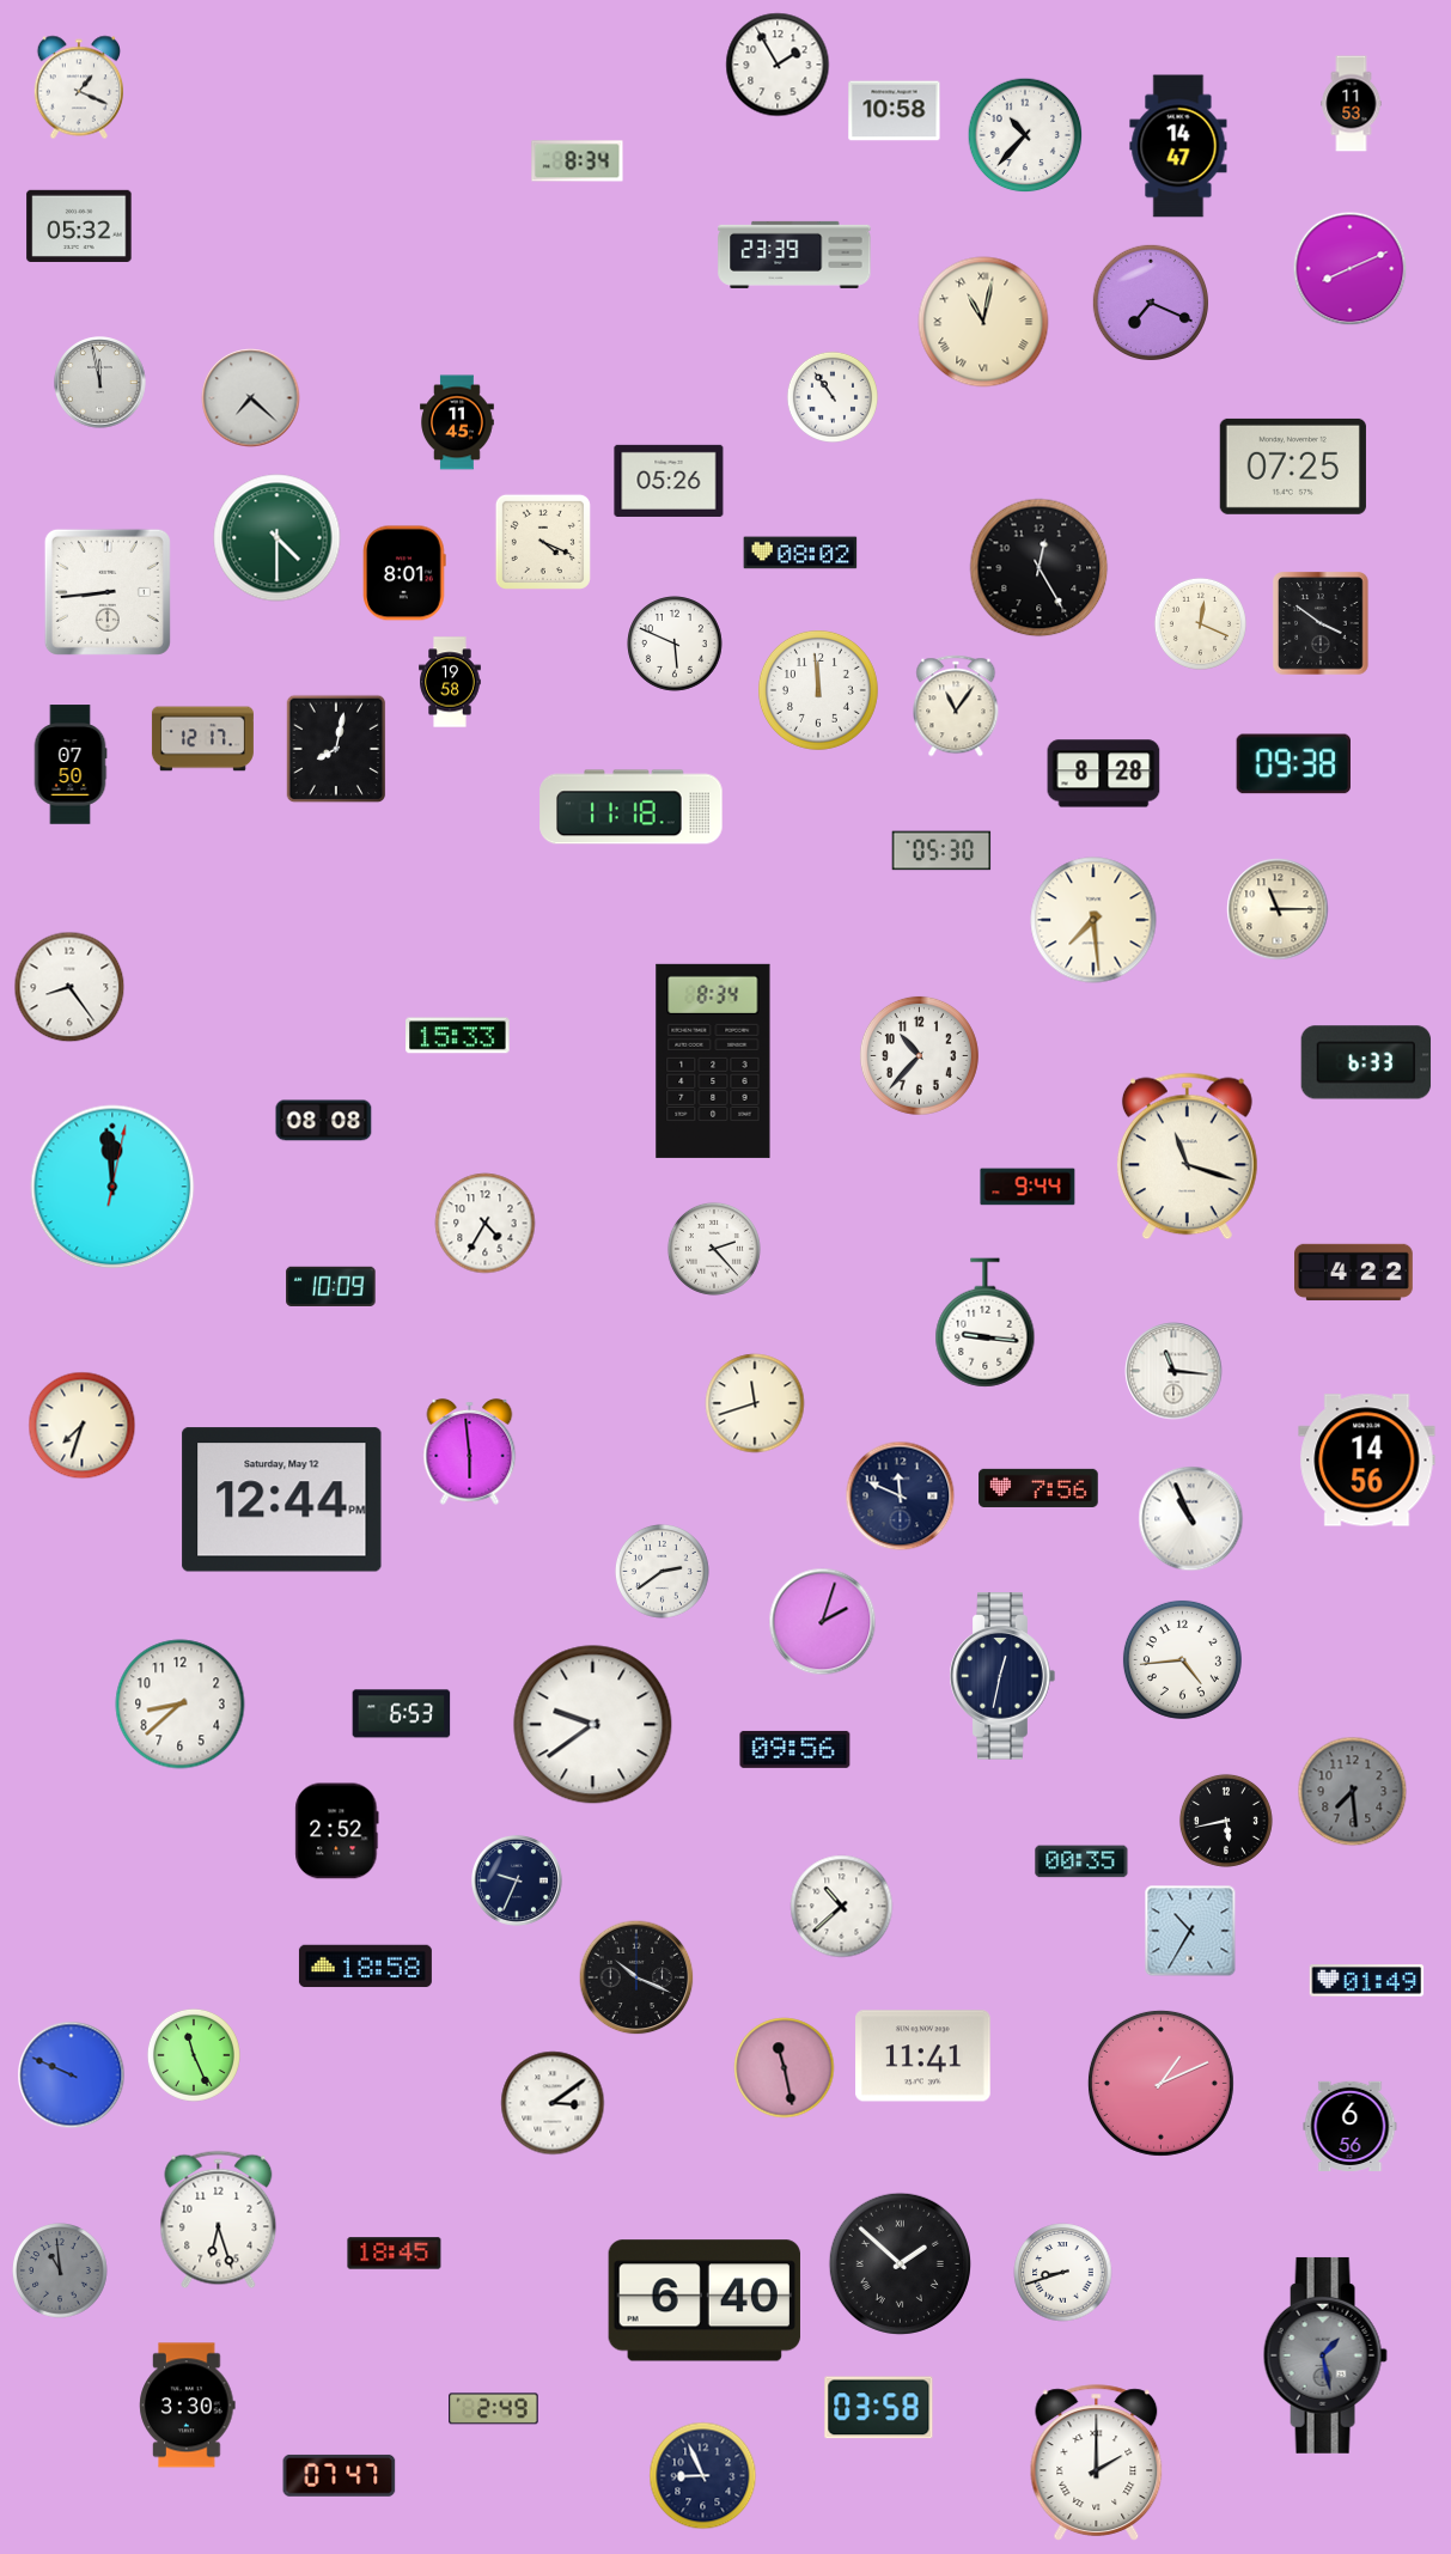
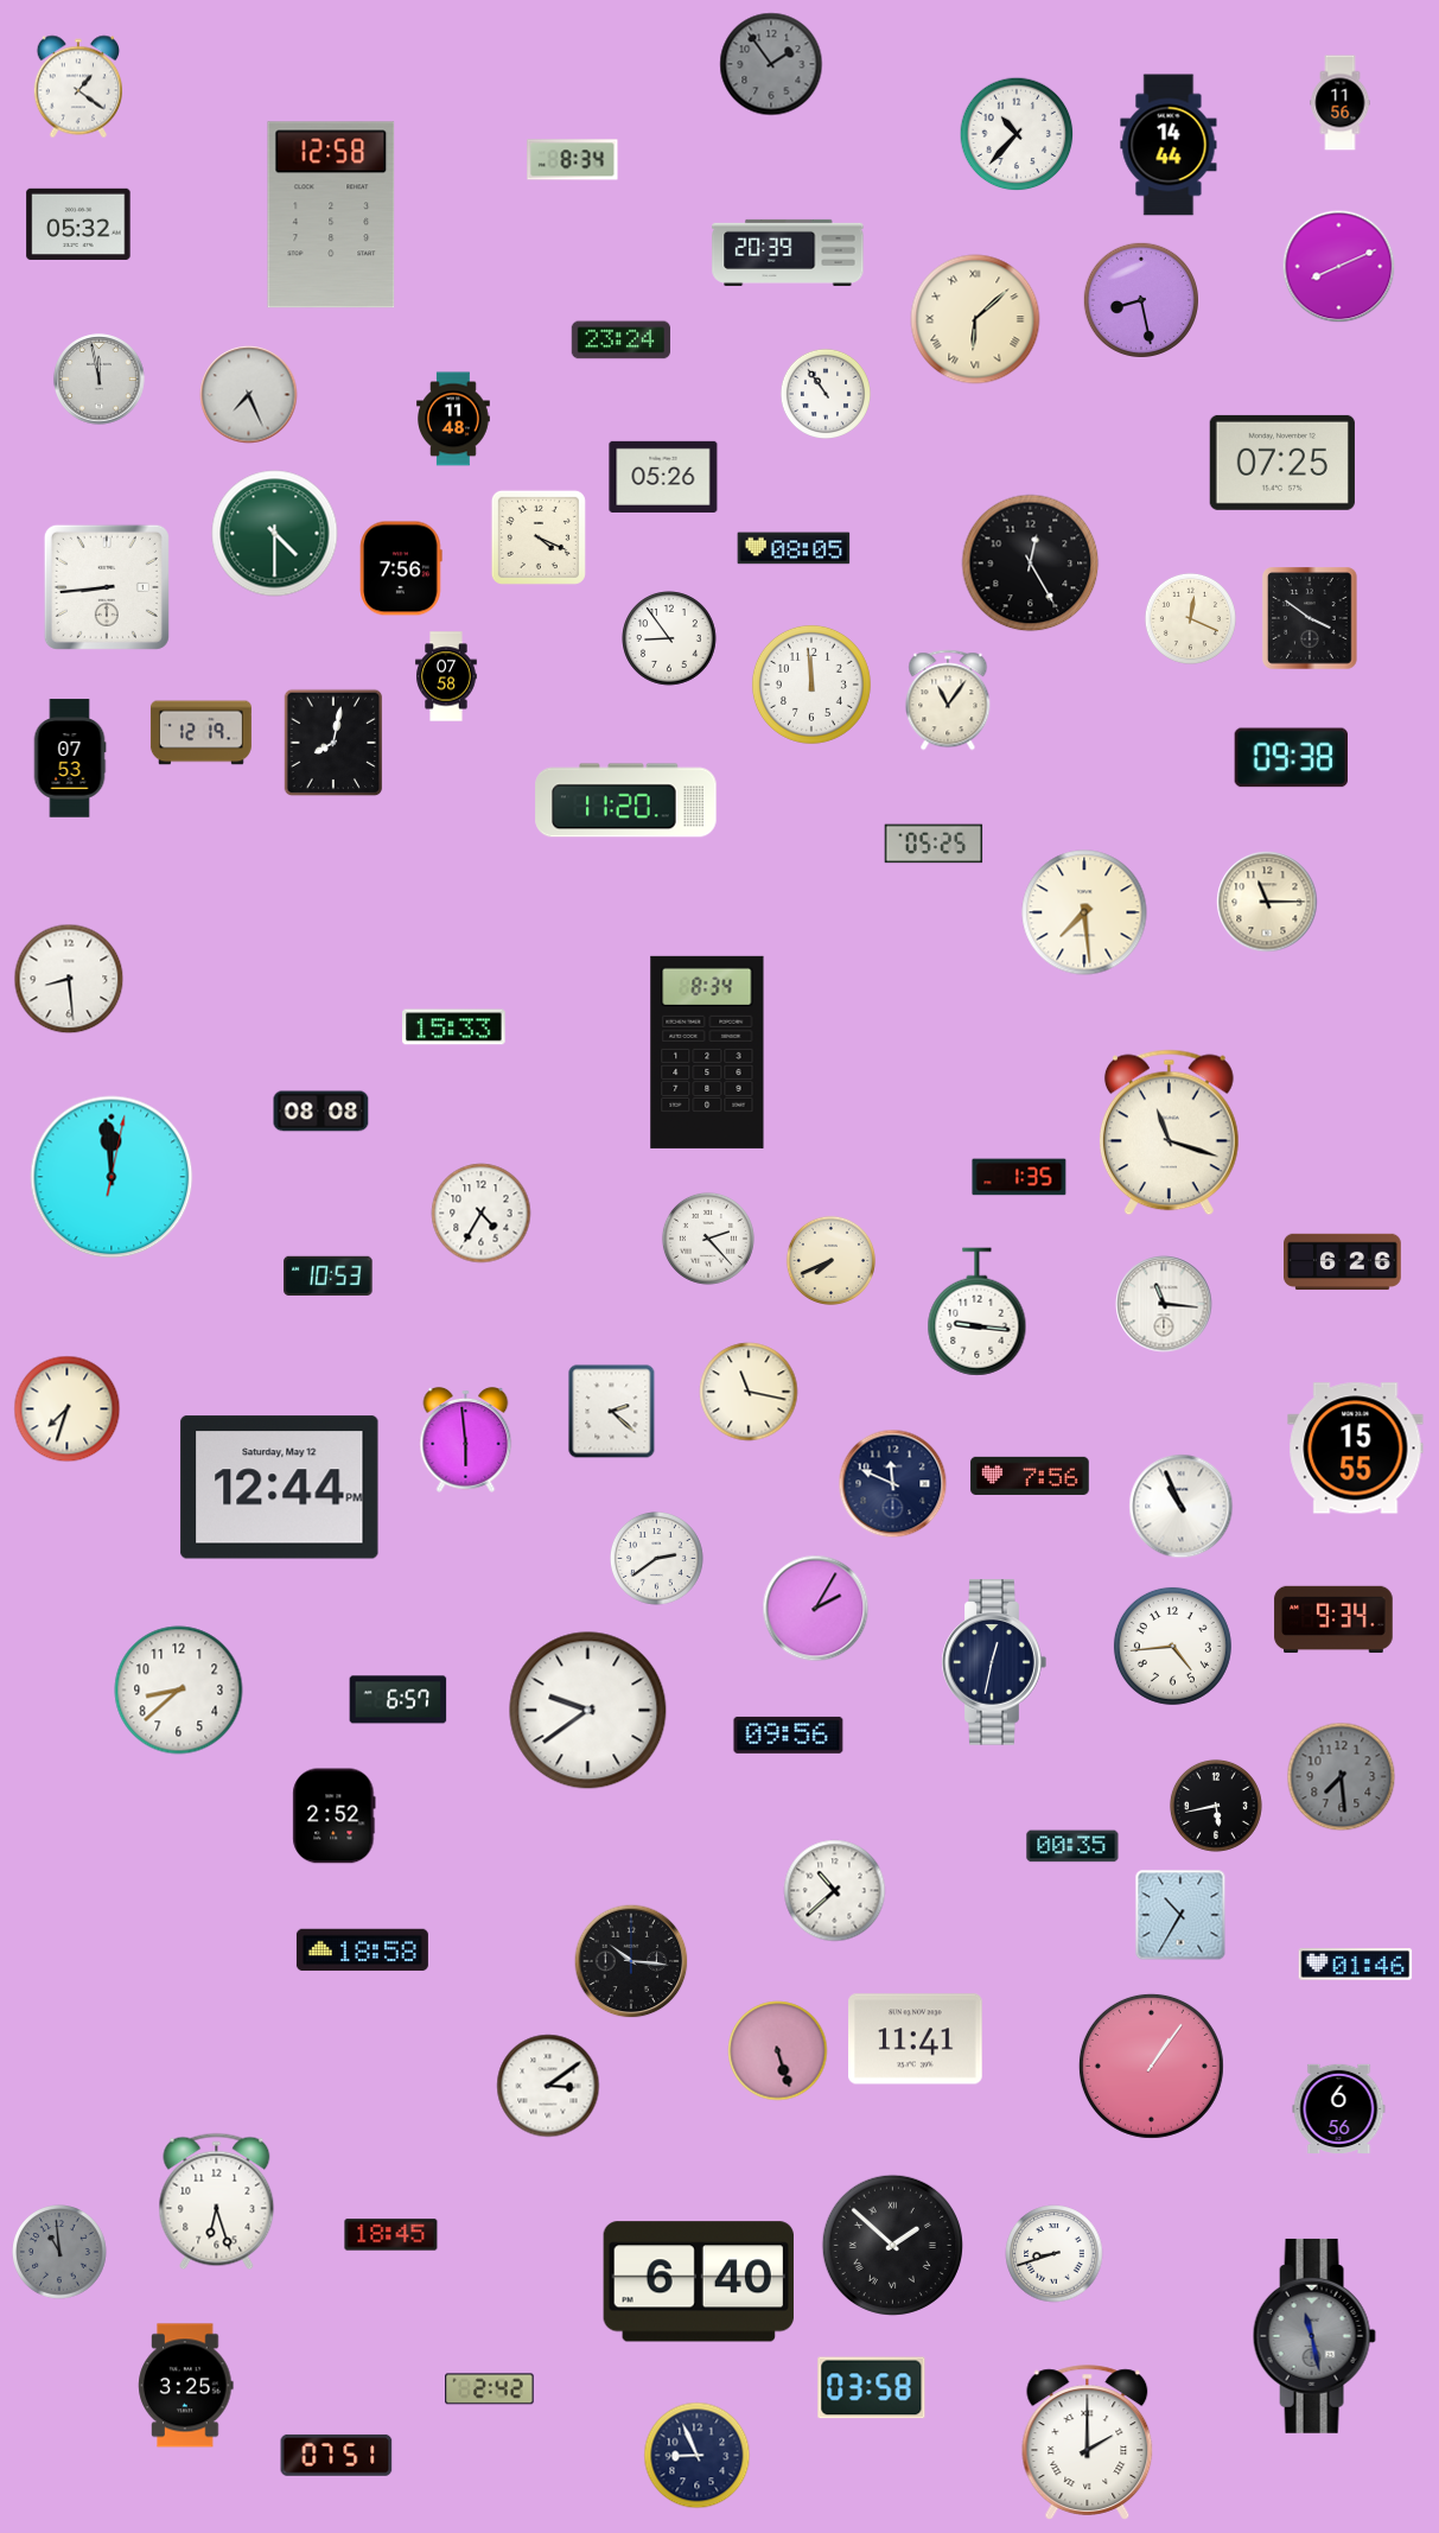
clock at (778, 65): 1:55 -> 1:54
clock at (778, 65) dial: white -> grey
clock at (78, 87): 1:19 -> 1:21
clock at (1352, 104): 11:53 -> 11:56
clock at (895, 111): 10:58 -> none
clock at (1178, 146): 14:47 -> 14:44
clock at (331, 215): none -> 12:58
clock at (794, 255): 23:39 -> 20:39
clock at (1150, 301): 7:19 -> 8:28
clock at (983, 322): 11:02 -> 6:08
clock at (620, 341): none -> 23:24
clock at (251, 398): 7:22 -> 7:26
clock at (458, 422): 11:45 -> 11:48
clock at (800, 553): 08:02 -> 08:05
clock at (404, 573): 8:01 -> 7:56
clock at (675, 644): 5:49 -> 8:54
clock at (450, 682): 19:58 -> 07:58
clock at (202, 739): 12:17 -> 12:19
clock at (71, 764): 07:50 -> 07:53
clock at (1293, 764) position: (1293, 764) -> (1291, 758)
clock at (1104, 774): 8:28 -> none
clock at (632, 807): 11:18 -> 11:20
clock at (941, 851): 05:30 -> 05:25
clock at (69, 987): 8:24 -> 8:29
clock at (919, 1055): 10:37 -> none
clock at (1366, 1062): 6:33 -> none
clock at (1187, 1157) position: (1187, 1157) -> (1169, 1133)
clock at (1028, 1187): 9:44 -> 1:35
clock at (830, 1260): none -> 7:41
clock at (1354, 1273): 4:22 -> 6:26
clock at (331, 1286): 10:09 -> 10:53
clock at (1173, 1371) position: (1173, 1371) -> (1164, 1304)
clock at (755, 1403): 11:42 -> 11:17
clock at (612, 1412): none -> 2:22
clock at (83, 1426) position: (83, 1426) -> (68, 1409)
clock at (1367, 1461): 14:56 -> 15:55
clock at (823, 1622): 2:03 -> 2:05
clock at (1333, 1619): none -> 9:34
clock at (402, 1714): 6:53 -> 6:57
clock at (518, 1882): 9:34 -> none
clock at (636, 1977): 10:19 -> 10:16
clock at (1367, 1981): 01:49 -> 01:46
clock at (194, 2055): 11:26 -> none
clock at (785, 2068): 11:28 -> 5:27
clock at (72, 2075): 9:49 -> none
clock at (1160, 2083): 1:11 -> 1:06
clock at (1325, 2355): 1:28 -> 11:28
clock at (188, 2406): 3:30 -> 3:25
clock at (494, 2409): 2:49 -> 2:42
clock at (340, 2475): 07:47 -> 07:51
